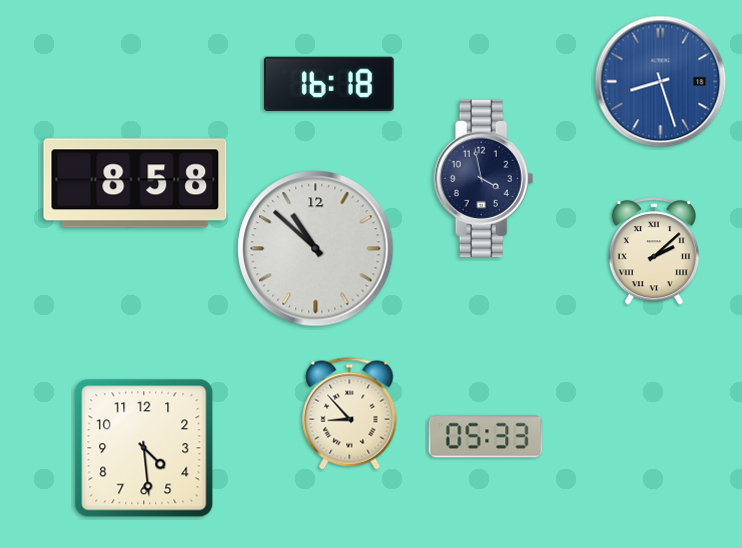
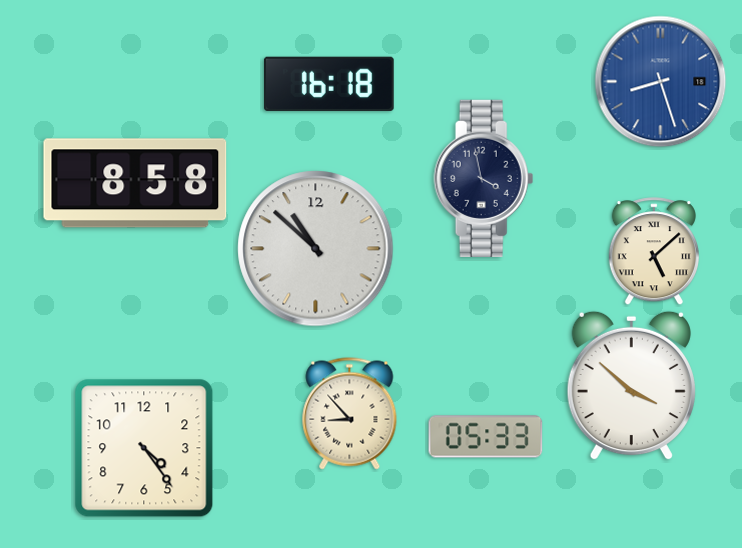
clock at (654, 252): 2:08 -> 5:08
clock at (631, 386): none -> 3:52
clock at (144, 448): 4:29 -> 4:24
